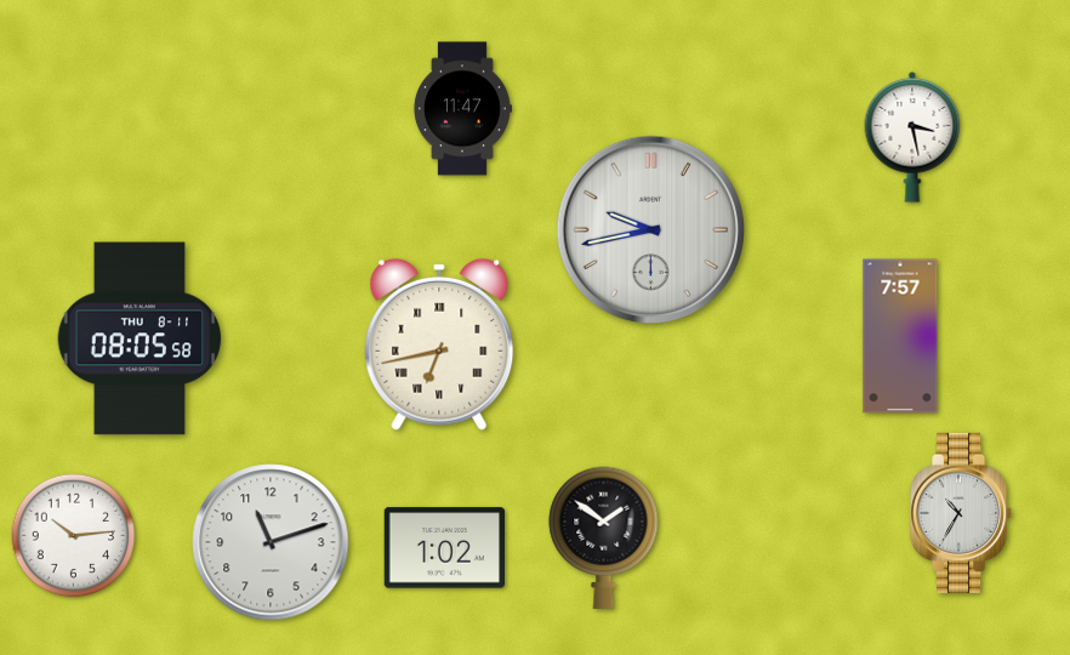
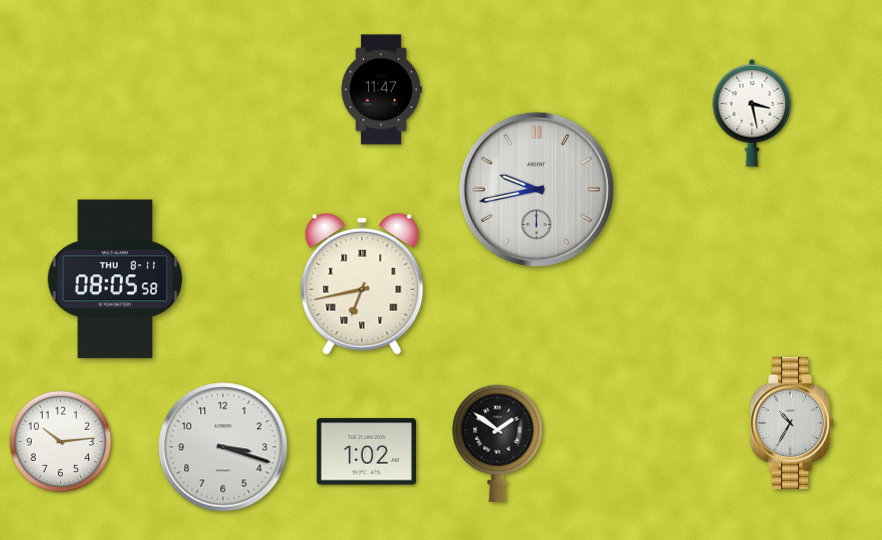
clock at (900, 336): 7:57 -> none
clock at (271, 542): 11:12 -> 3:18
